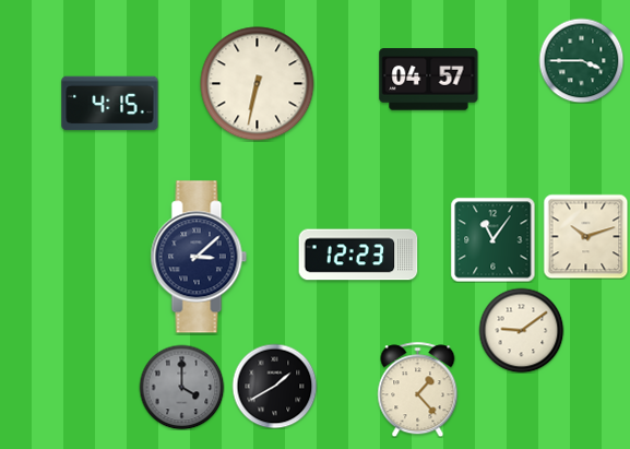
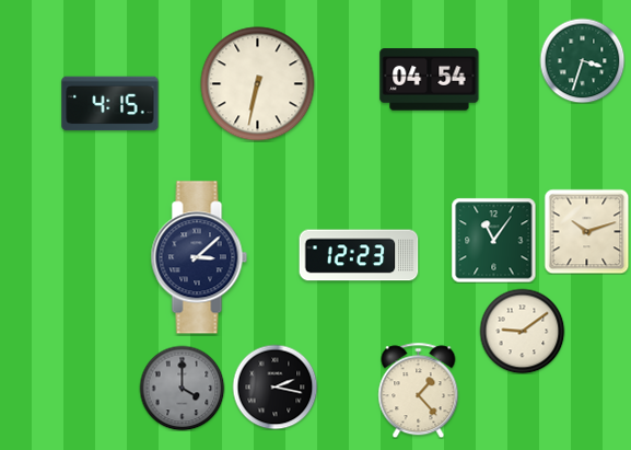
clock at (581, 60): 3:45 -> 3:33
clock at (429, 80): 04:57 -> 04:54
clock at (585, 236) position: (585, 236) -> (586, 231)
clock at (274, 386): 1:40 -> 2:17
